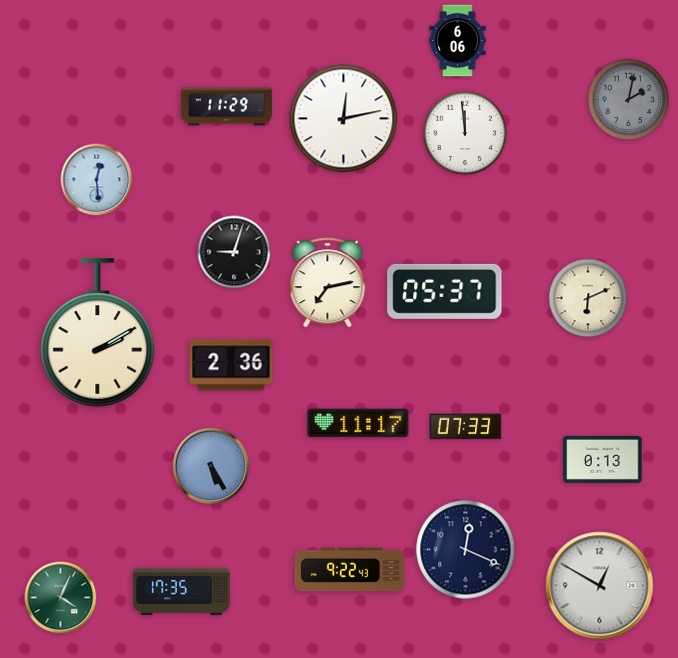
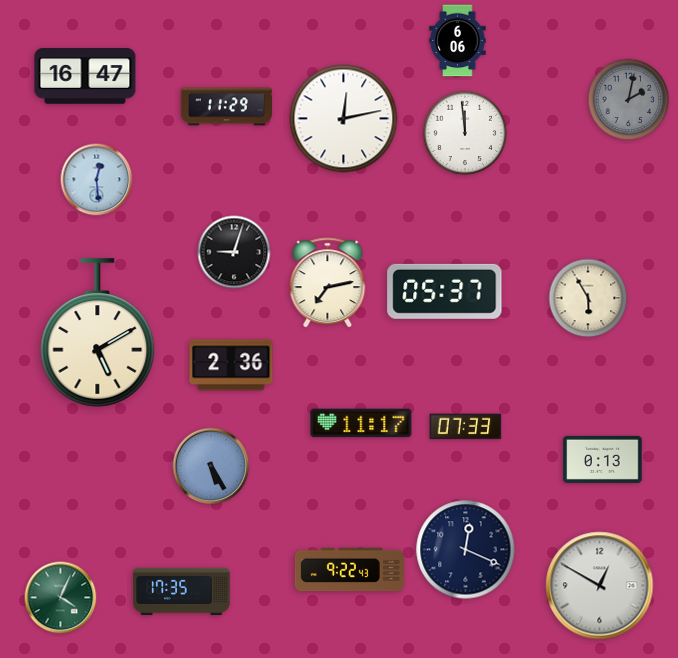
clock at (85, 76): none -> 16:47
clock at (588, 298): 6:11 -> 5:55
clock at (98, 333): 2:10 -> 5:10
clock at (358, 423) position: (358, 423) -> (361, 423)
